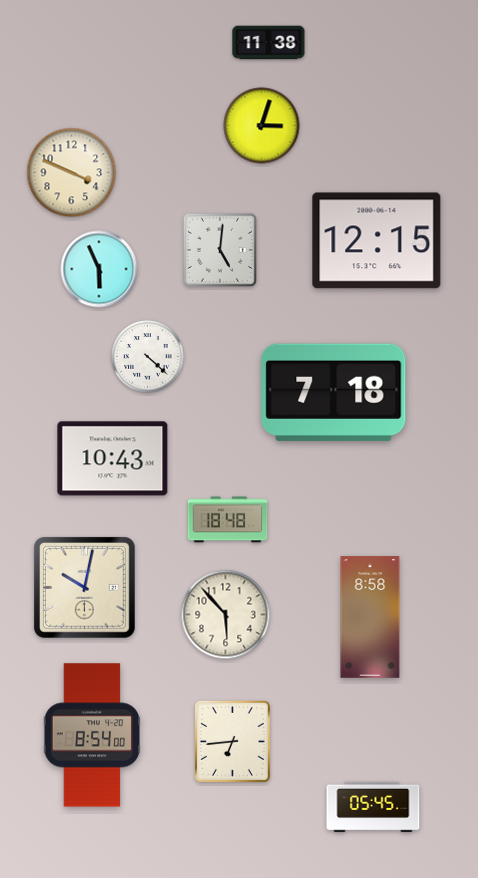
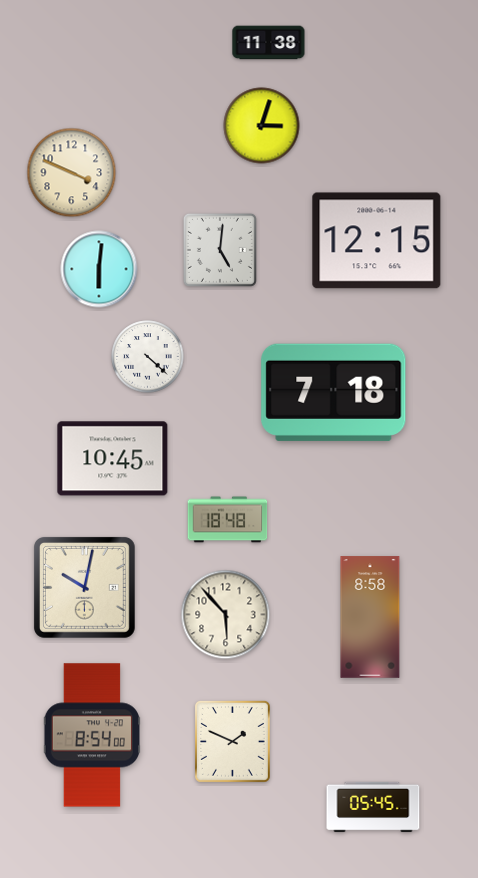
clock at (99, 269): 5:56 -> 6:01
clock at (113, 459): 10:43 -> 10:45
clock at (232, 741): 6:44 -> 1:49
